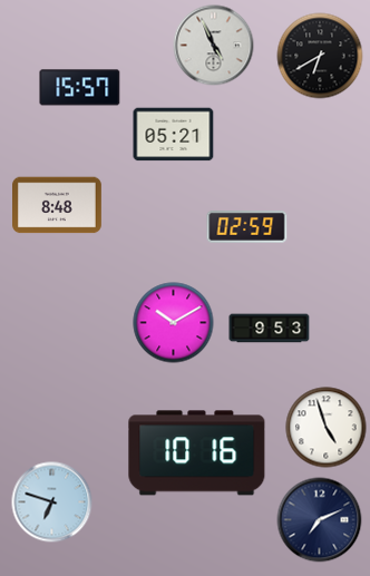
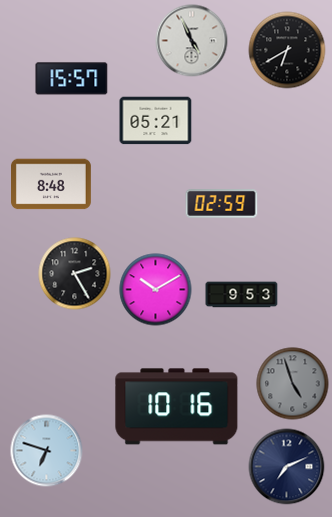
clock at (75, 274): none -> 2:25
clock at (327, 428) dial: white -> grey
